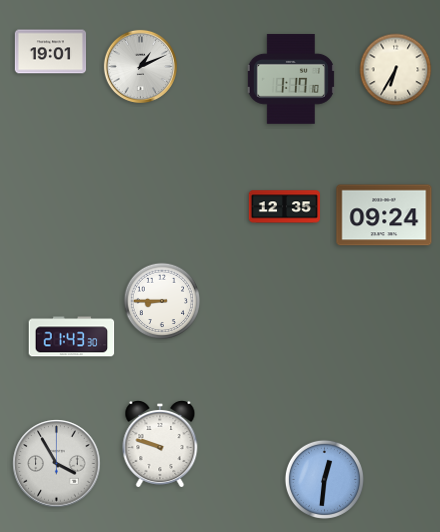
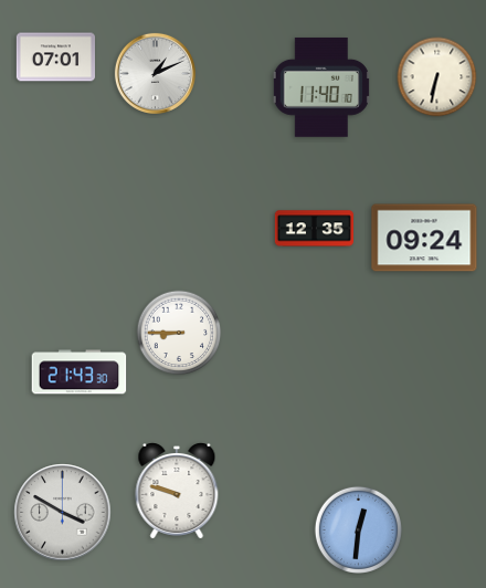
clock at (50, 52): 19:01 -> 07:01
clock at (396, 70): 6:35 -> 6:32
clock at (291, 79): 1:17 -> 11:40
clock at (57, 464): 3:55 -> 3:50
